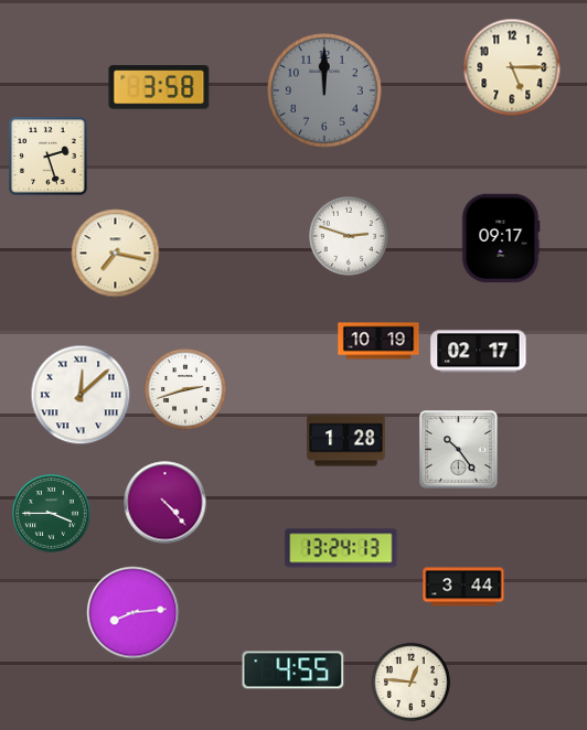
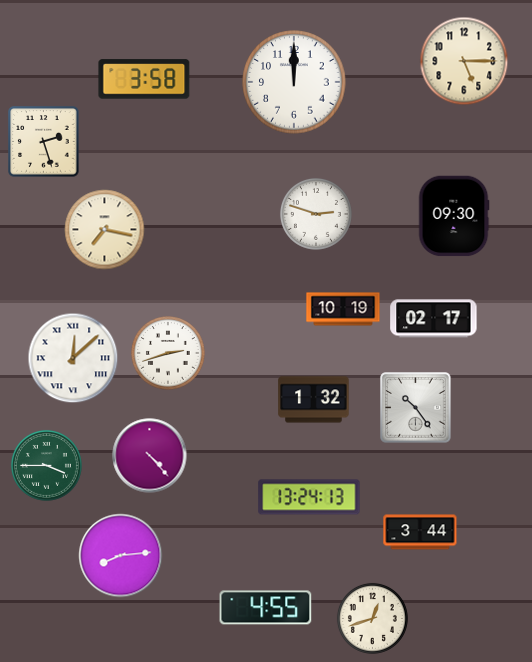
clock at (324, 90) dial: grey -> white
clock at (501, 238): 09:17 -> 09:30
clock at (346, 441): 1:28 -> 1:32
clock at (410, 681): 12:46 -> 12:42
